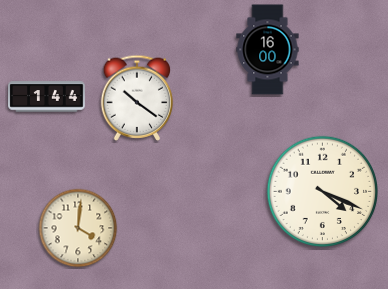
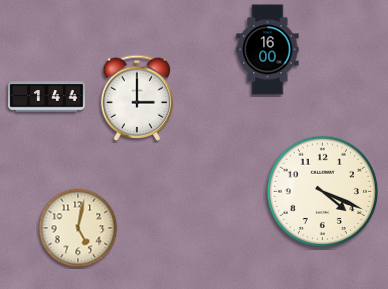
clock at (137, 98): 10:21 -> 3:00
clock at (78, 228): 4:01 -> 5:02
